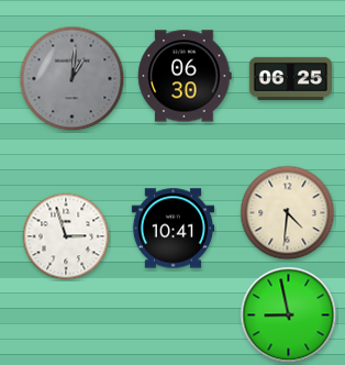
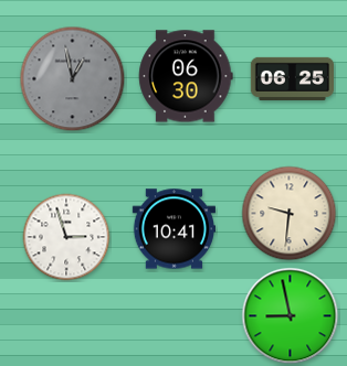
clock at (73, 79): 1:01 -> 12:58
clock at (288, 213): 4:31 -> 9:31
